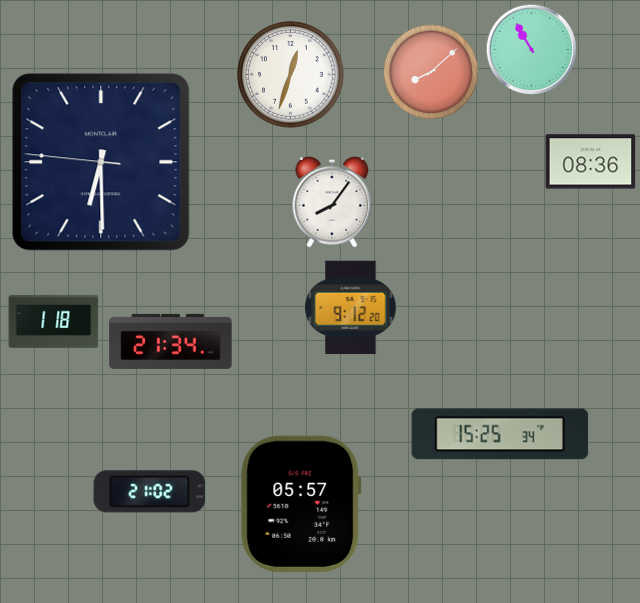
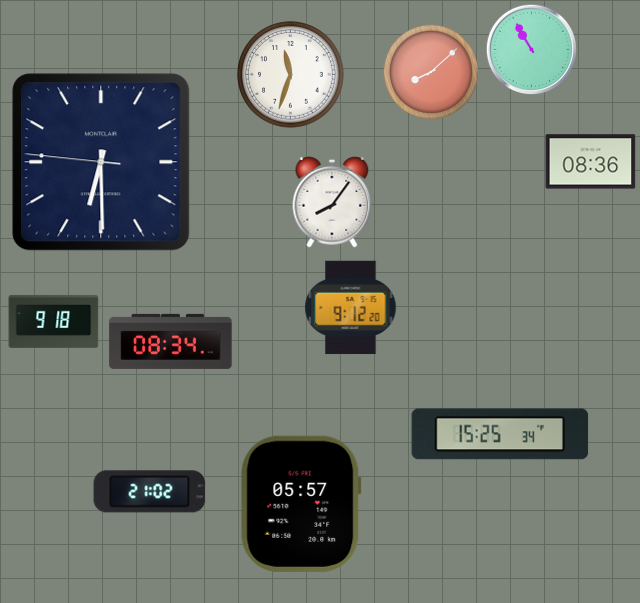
clock at (291, 75): 12:33 -> 11:33
clock at (54, 321): 1:18 -> 9:18
clock at (171, 341): 21:34 -> 08:34
